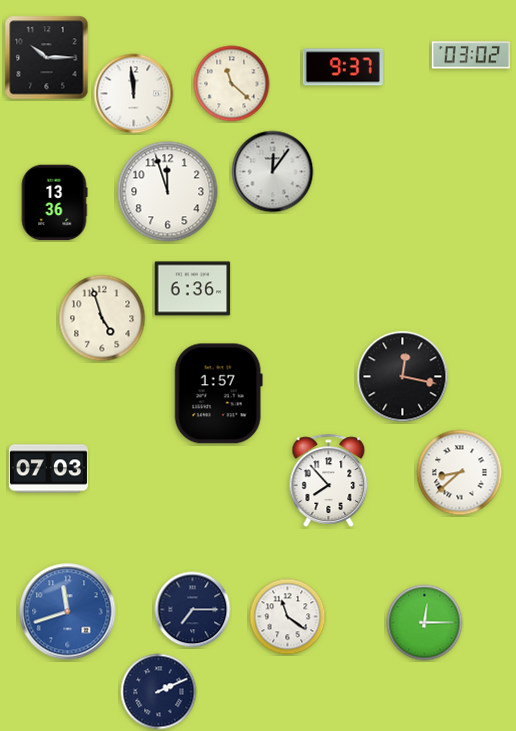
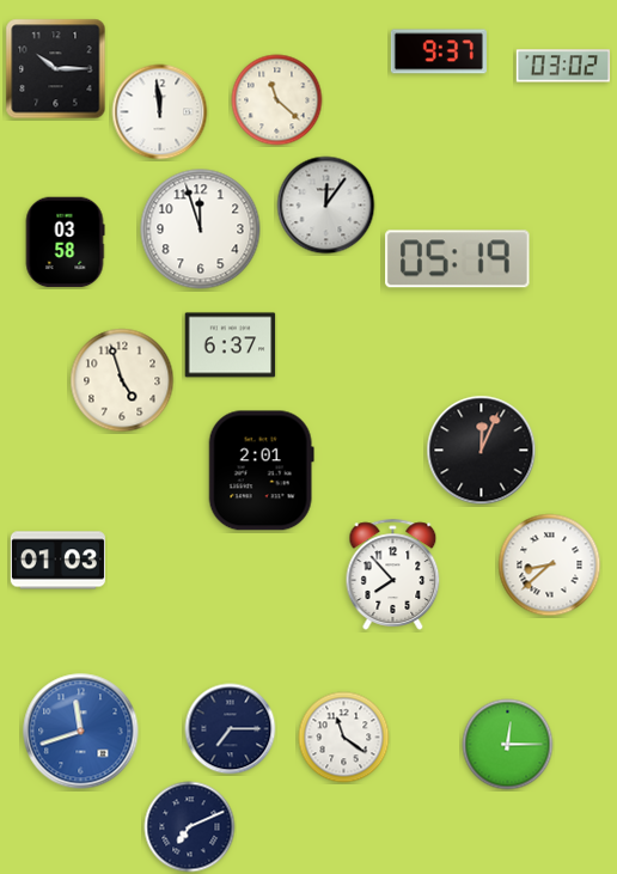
clock at (343, 67) position: (343, 67) -> (439, 51)
clock at (54, 203): 13:36 -> 03:58
clock at (458, 259): none -> 05:19
clock at (193, 289): 6:36 -> 6:37
clock at (403, 377): 12:17 -> 12:04
clock at (218, 394): 1:57 -> 2:01
clock at (48, 469): 07:03 -> 01:03
clock at (159, 692): 2:11 -> 7:11
